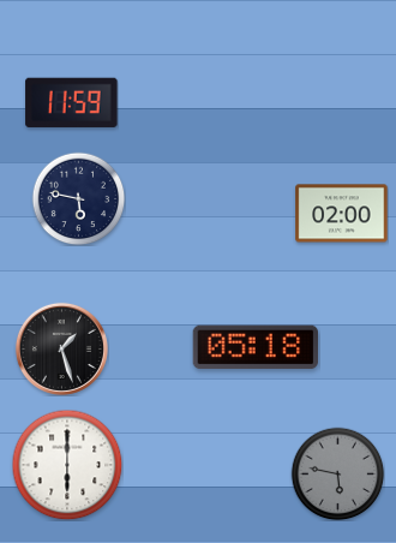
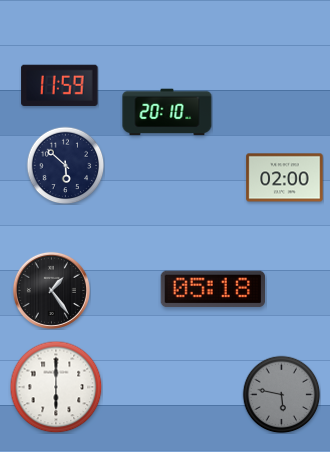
clock at (167, 112): none -> 20:10
clock at (78, 198): 5:47 -> 5:52
clock at (61, 348): 1:27 -> 1:24
